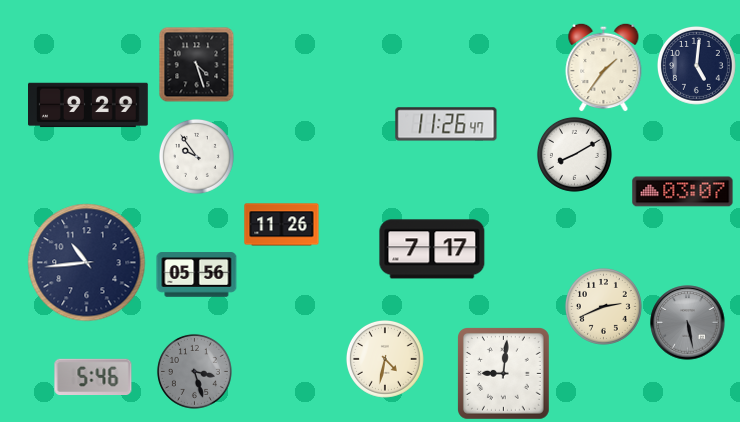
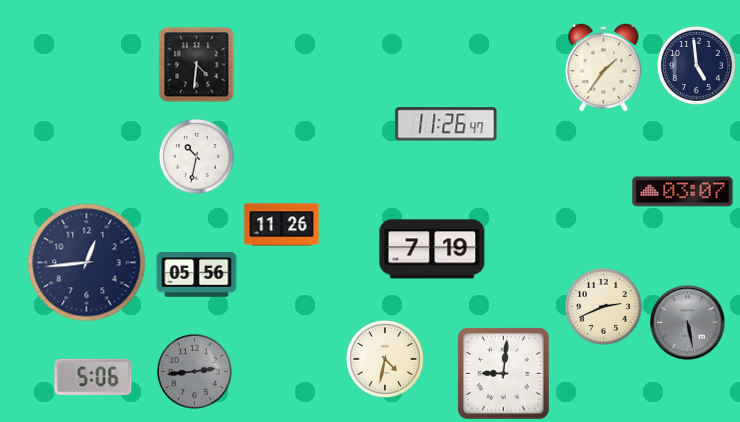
clock at (197, 65): 4:27 -> 4:31
clock at (697, 66): 5:01 -> 4:59
clock at (89, 105): 9:29 -> none
clock at (574, 154): 8:10 -> none
clock at (196, 156): 9:54 -> 10:32
clock at (432, 249): 7:17 -> 7:19
clock at (87, 263): 10:44 -> 12:44
clock at (194, 371): 3:27 -> 2:44
clock at (93, 376): 5:46 -> 5:06
